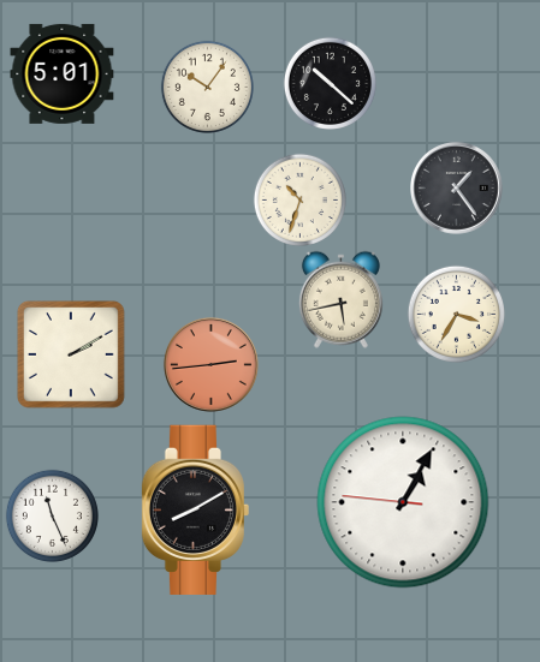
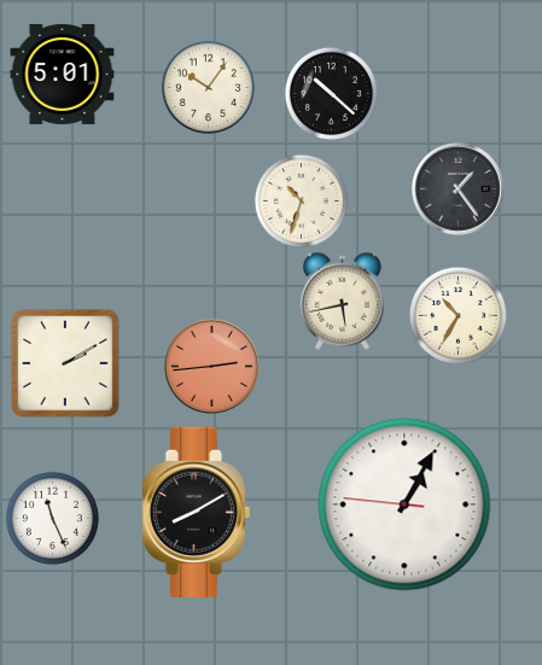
clock at (330, 83) position: (330, 83) -> (331, 93)
clock at (456, 314): 3:35 -> 10:35
clock at (72, 356) position: (72, 356) -> (66, 364)
